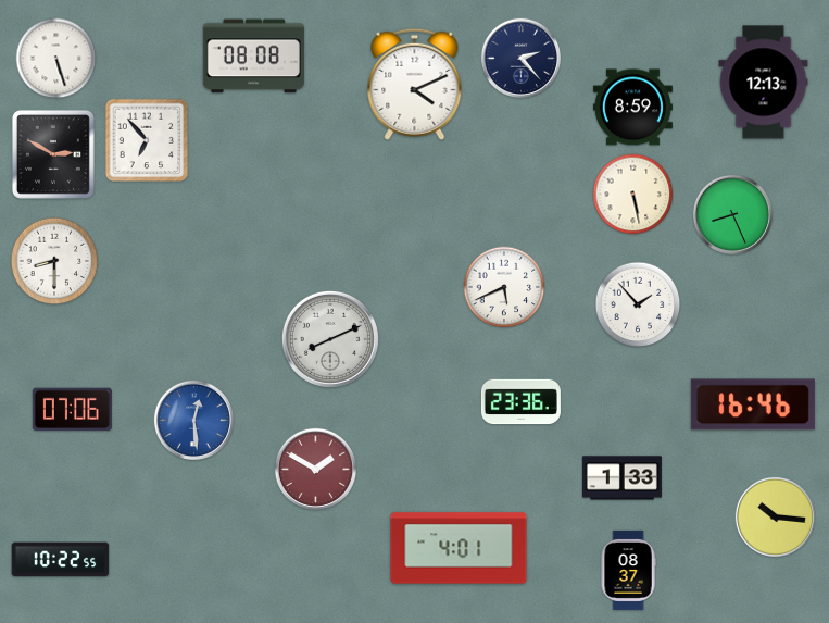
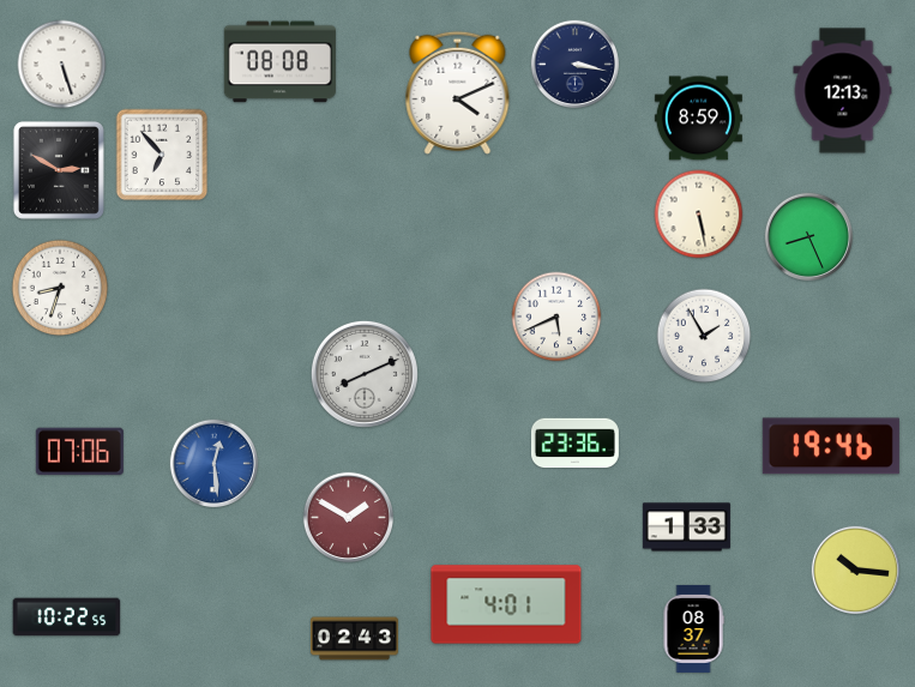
clock at (520, 58): 2:23 -> 3:17
clock at (54, 261): 8:30 -> 8:33
clock at (638, 304): 1:53 -> 1:55
clock at (753, 404): 16:46 -> 19:46
clock at (354, 639): none -> 02:43
